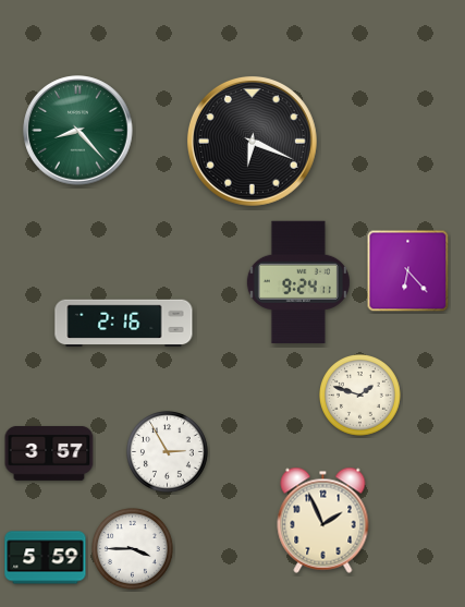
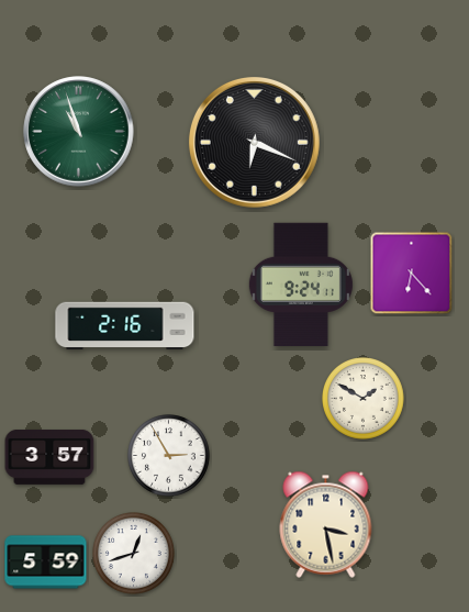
clock at (78, 131): 8:23 -> 10:57
clock at (360, 396): 1:48 -> 1:50
clock at (323, 520): 1:56 -> 3:28
clock at (133, 549): 3:45 -> 12:42
